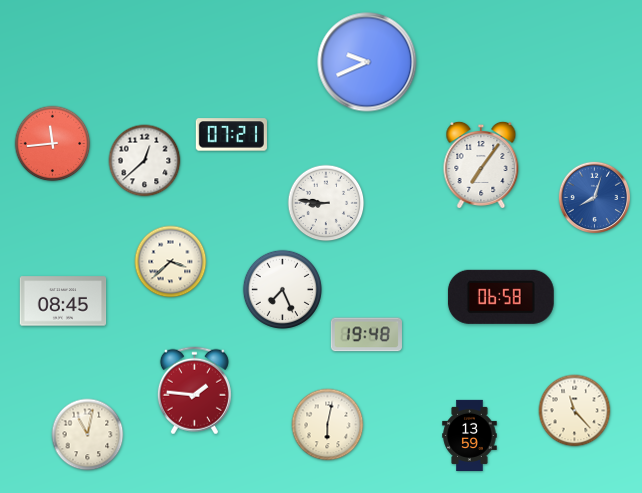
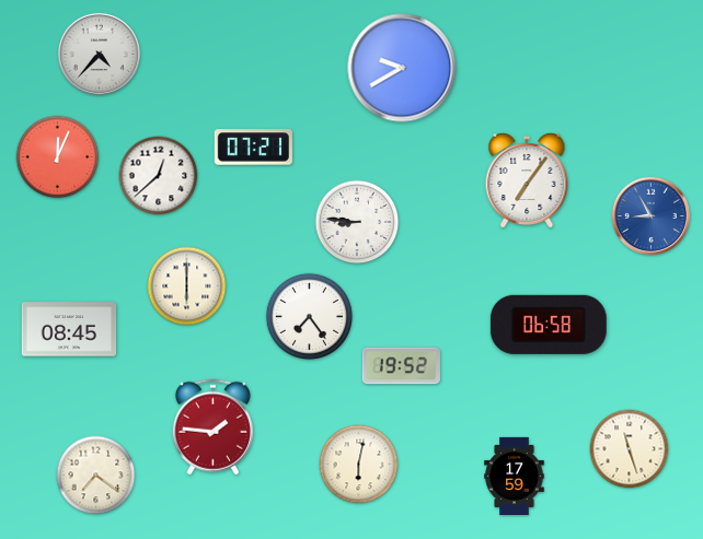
clock at (99, 54): none -> 4:37
clock at (367, 62): 9:41 -> 9:40
clock at (53, 144): 11:44 -> 12:04
clock at (594, 197): 8:03 -> 8:55
clock at (171, 262): 3:38 -> 6:00
clock at (282, 289): 7:26 -> 7:24
clock at (366, 335): 19:48 -> 19:52
clock at (575, 411): 11:23 -> 11:27
clock at (88, 435): 11:02 -> 7:21
clock at (470, 435): 13:59 -> 17:59
